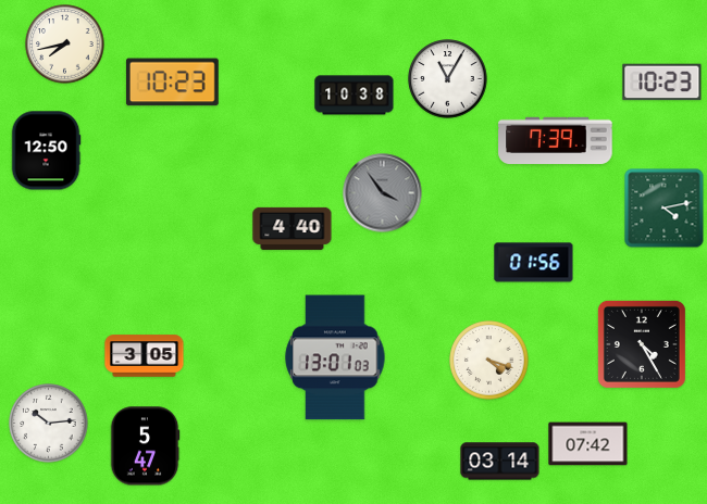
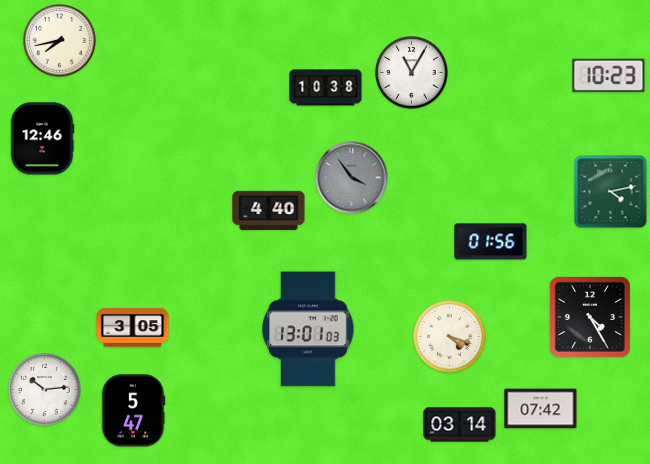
clock at (172, 83): 10:23 -> none
clock at (556, 140): 7:39 -> none
clock at (46, 151): 12:50 -> 12:46
clock at (489, 361) position: (489, 361) -> (450, 337)
